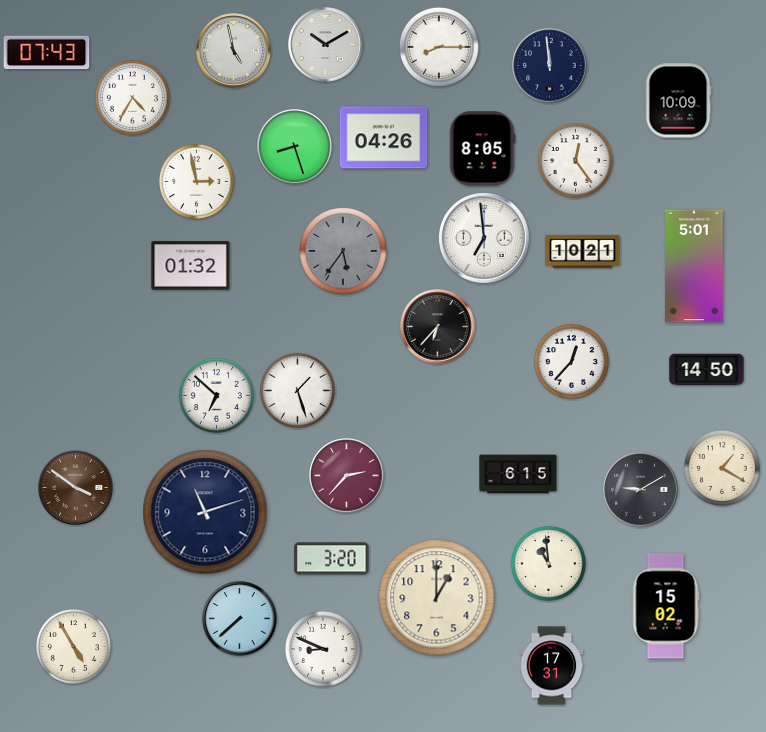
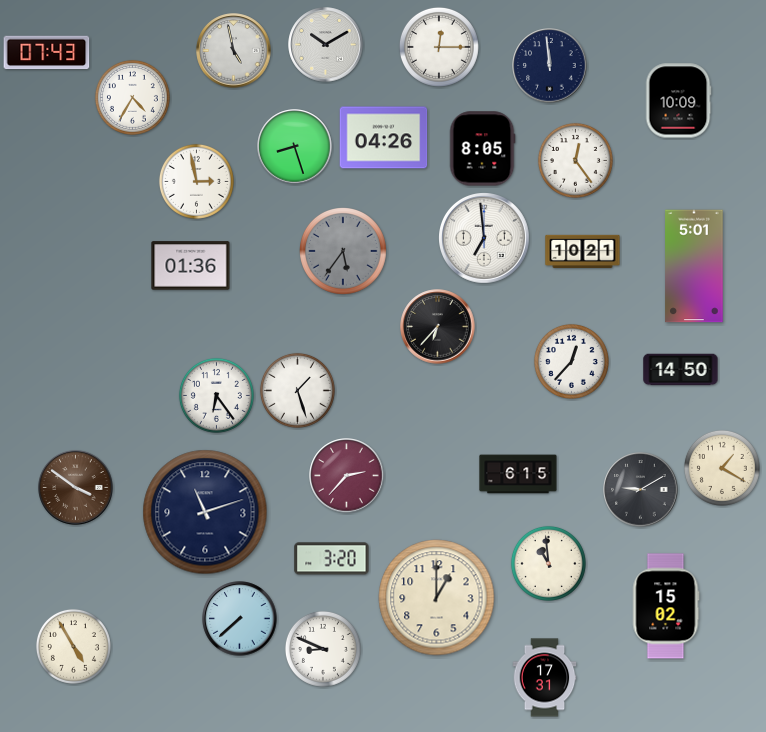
clock at (439, 47): 8:15 -> 12:15
clock at (191, 266): 01:32 -> 01:36
clock at (707, 370) position: (707, 370) -> (681, 370)
clock at (216, 395): 6:52 -> 6:24
clock at (552, 666) position: (552, 666) -> (545, 678)
